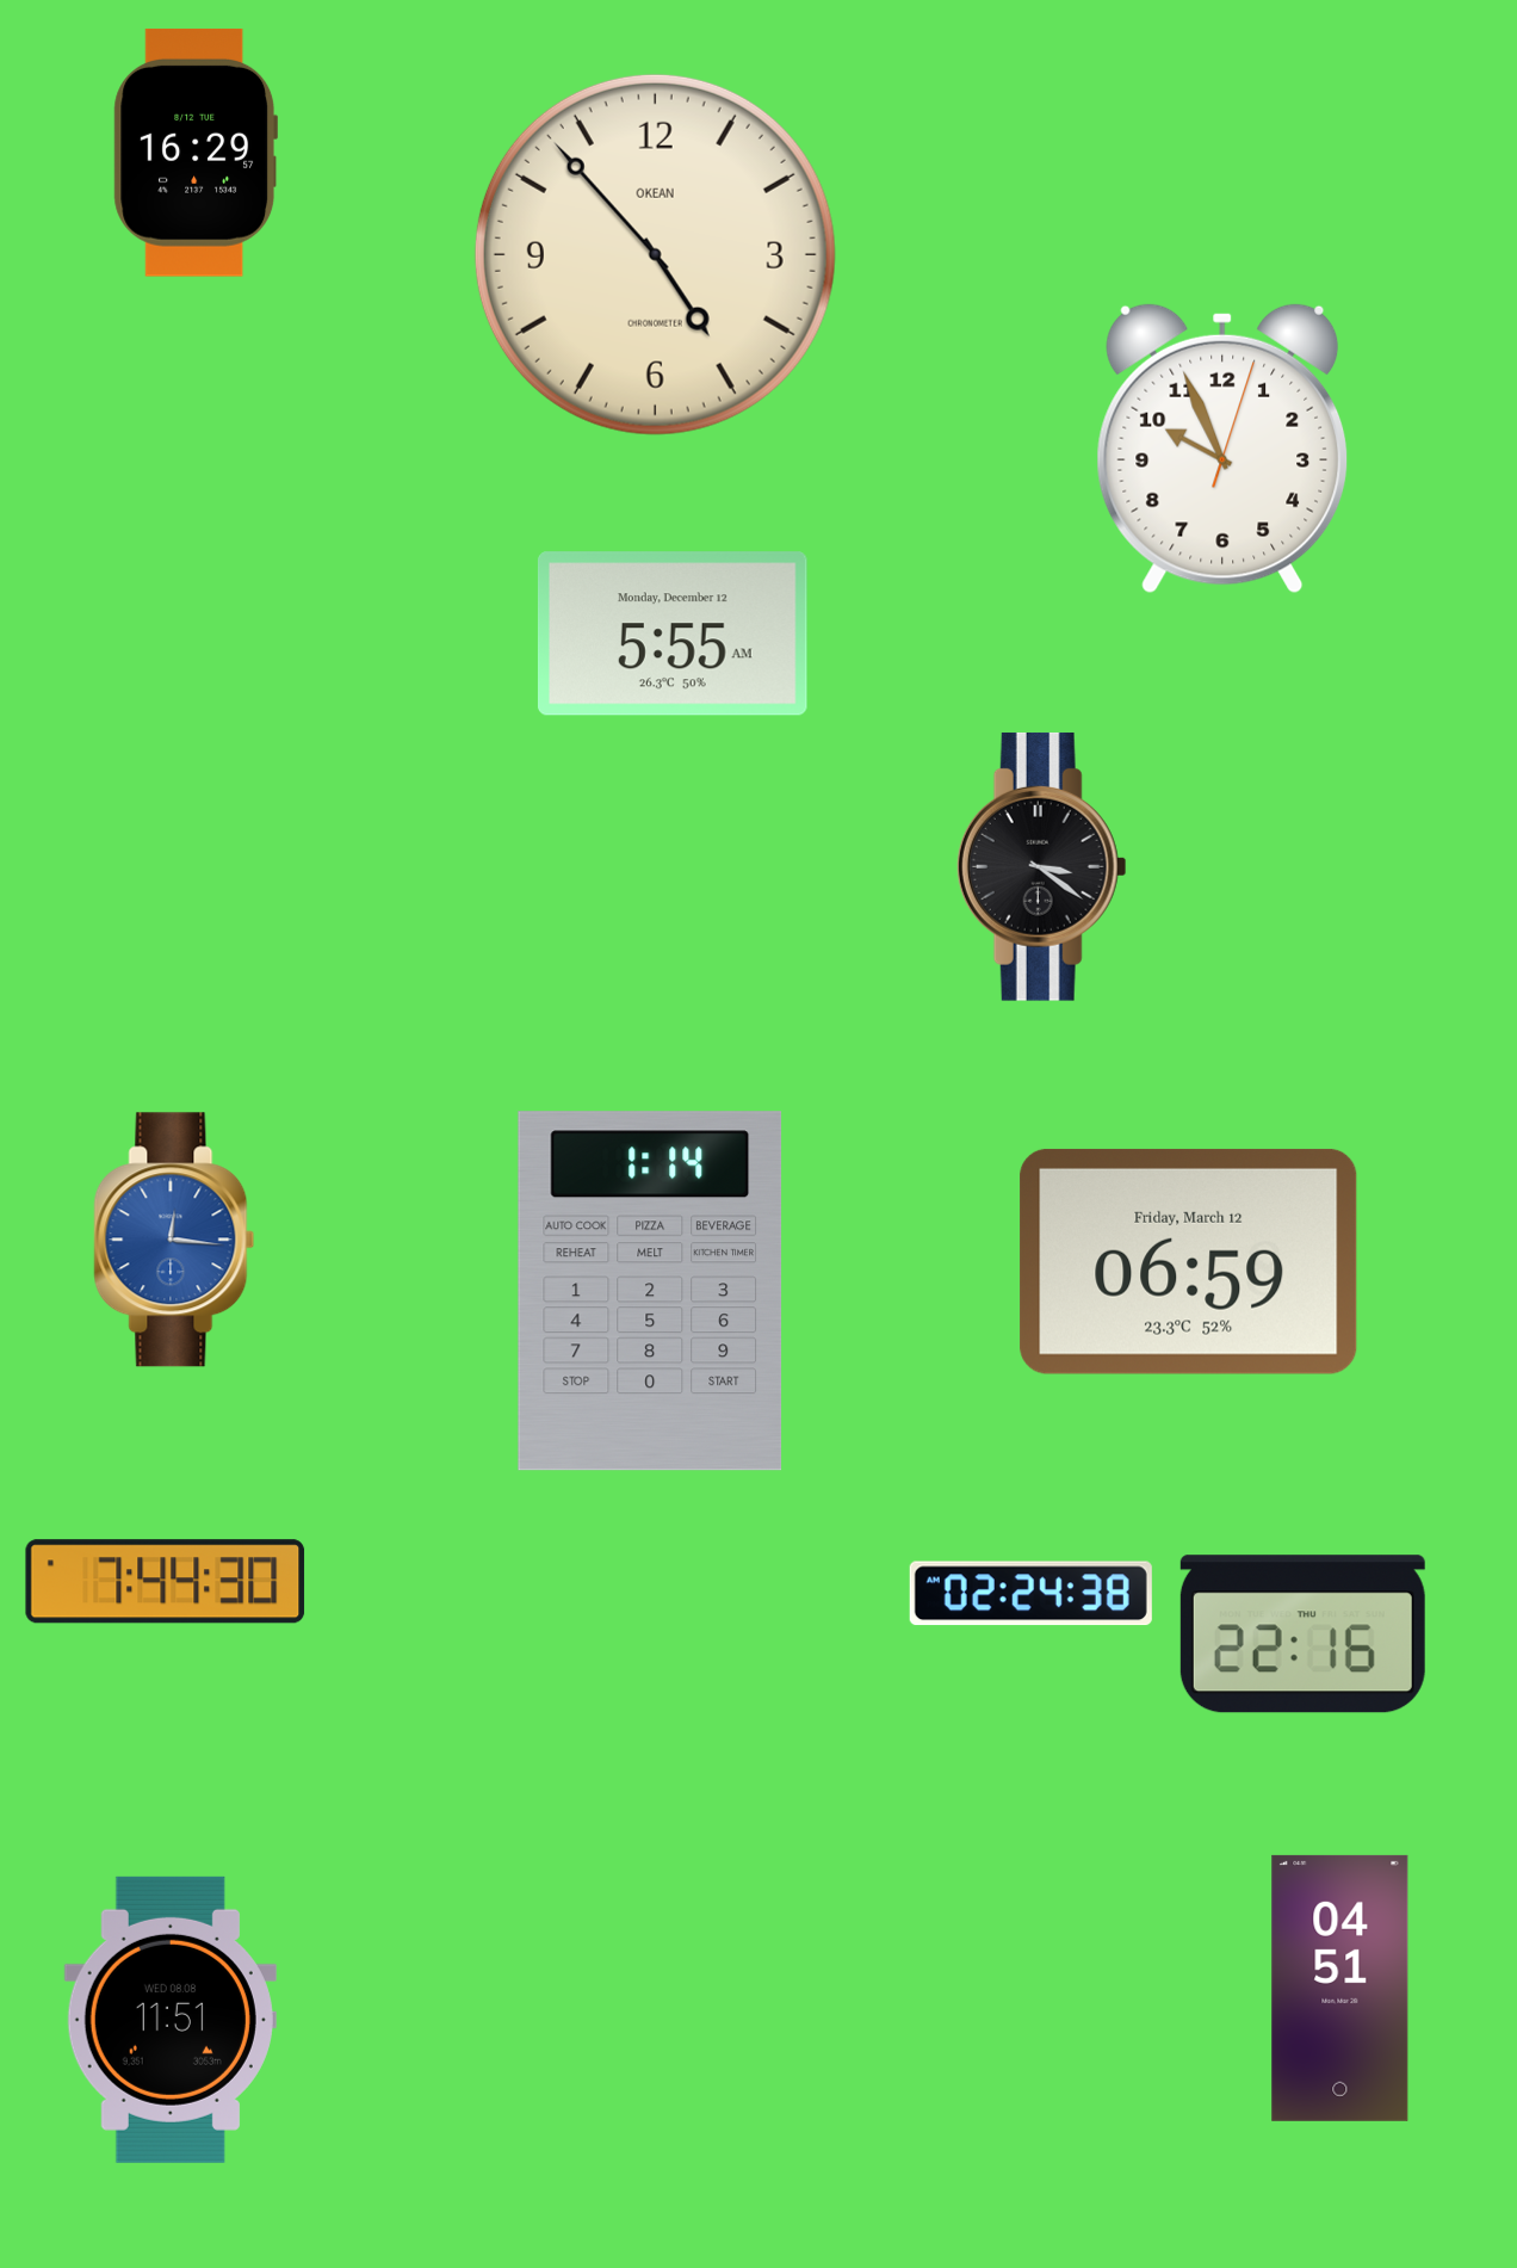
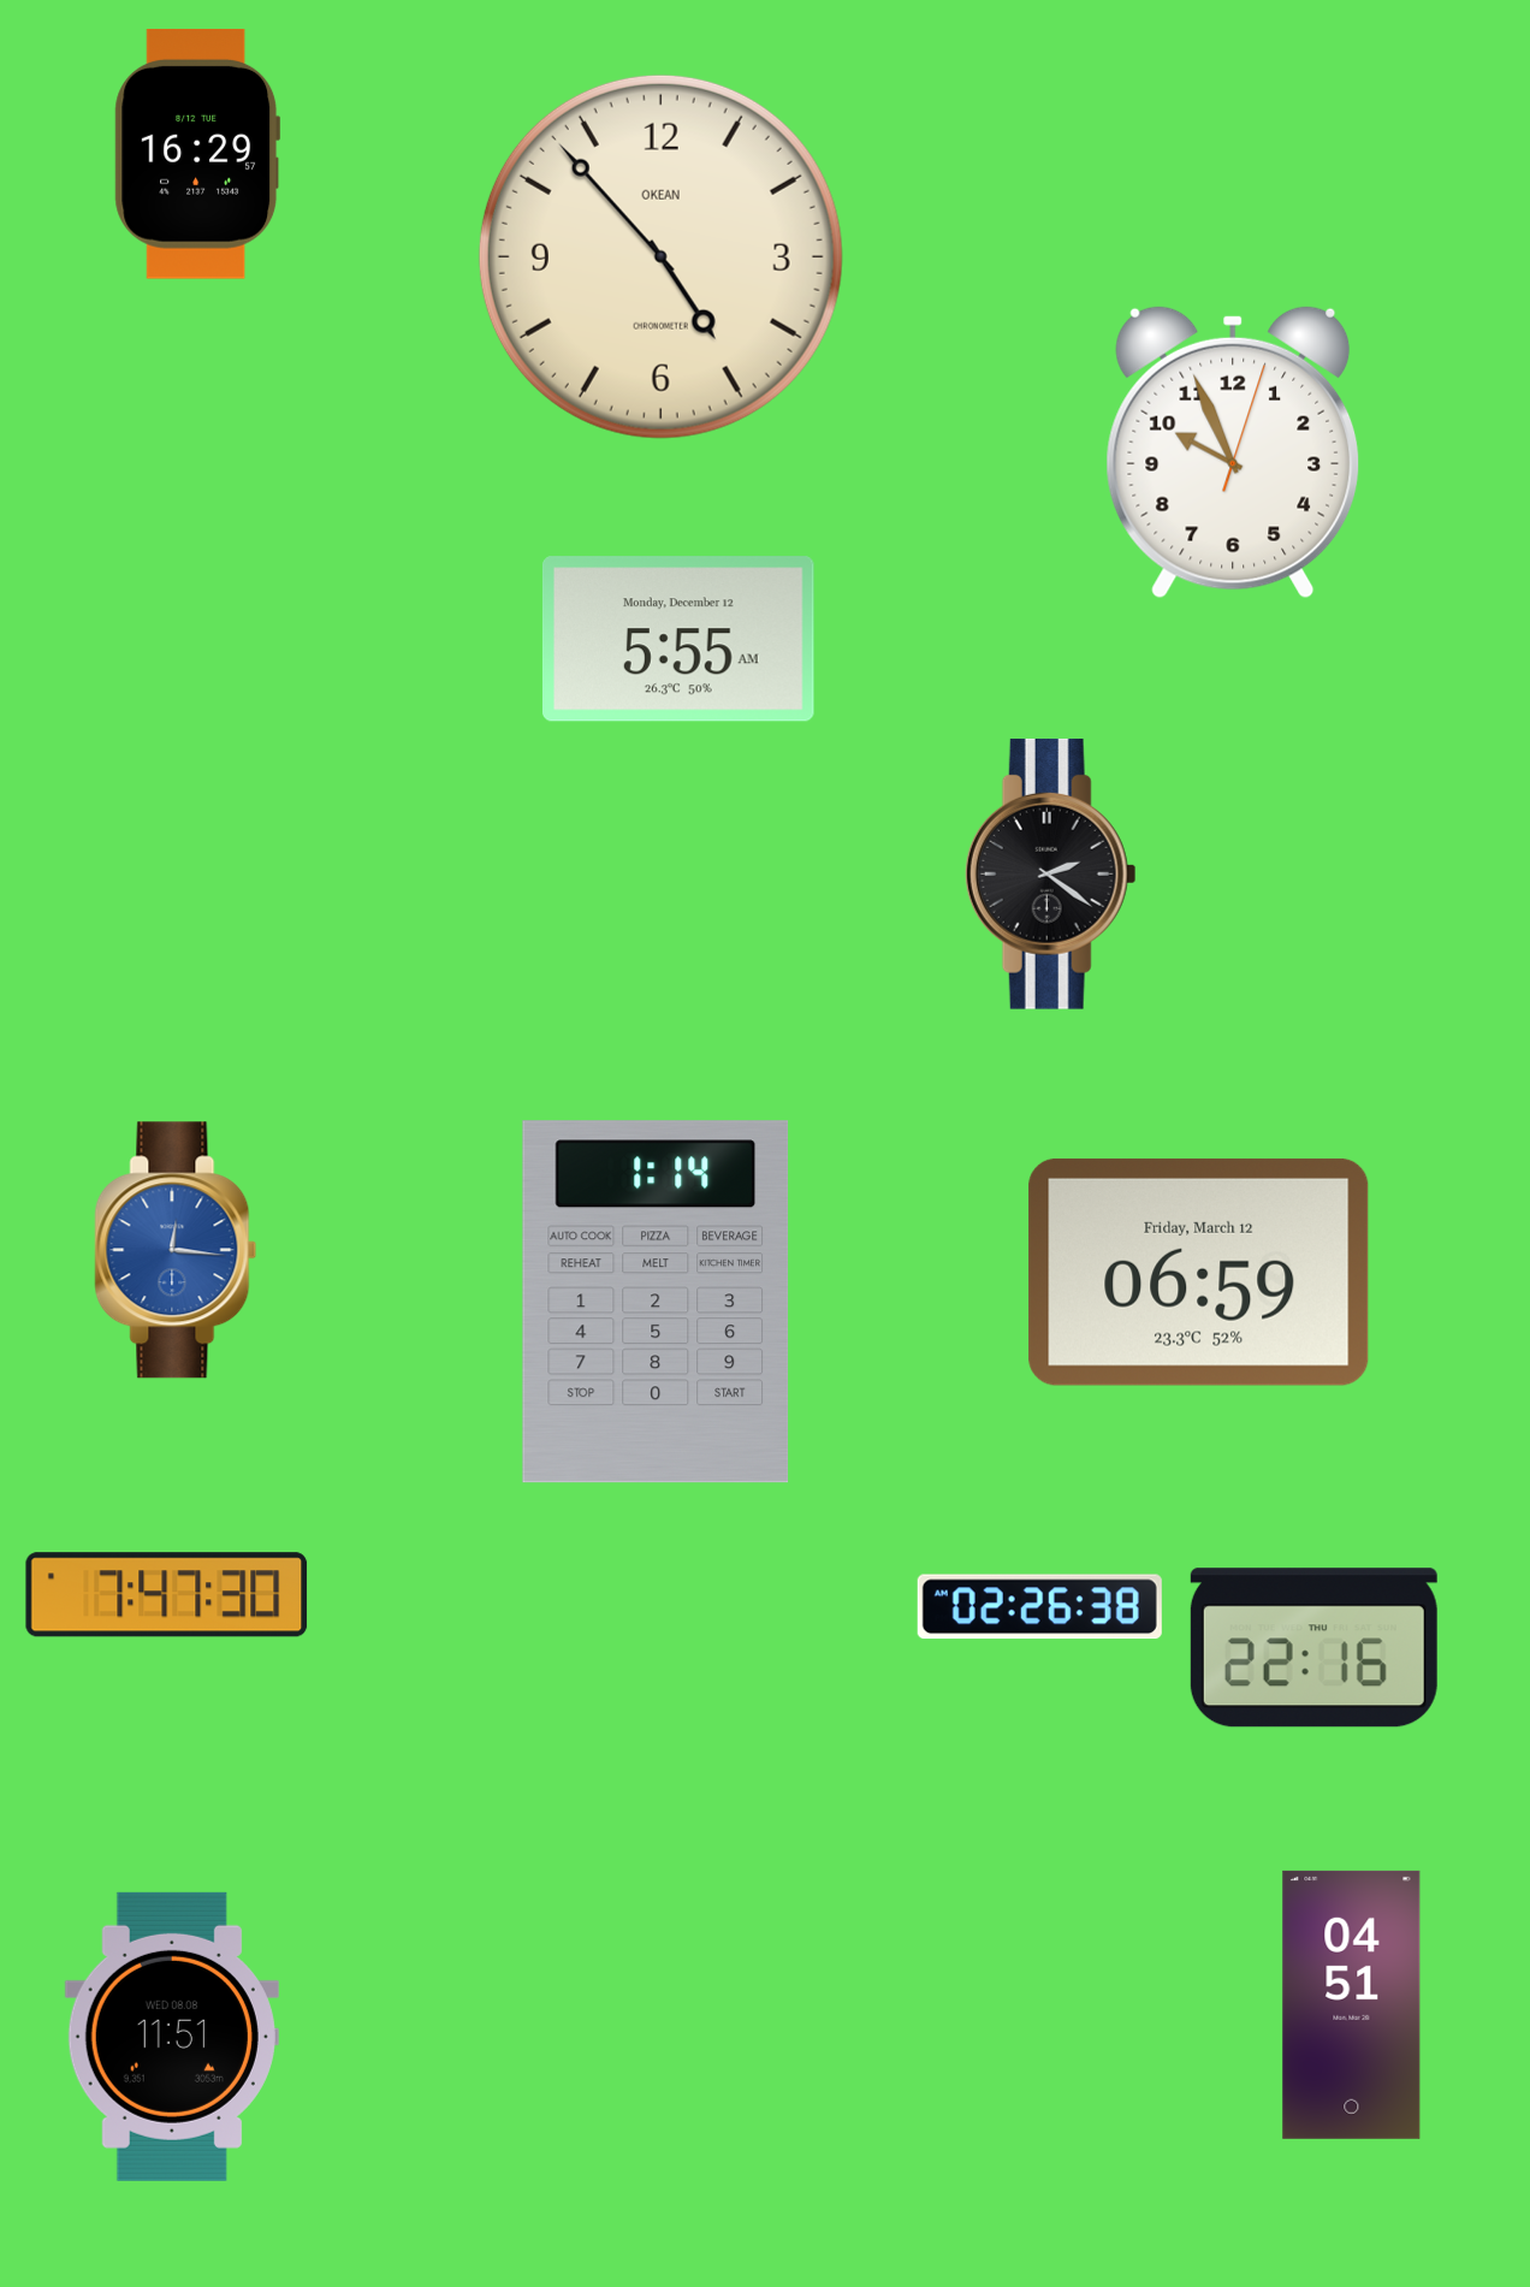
clock at (1041, 866): 3:21 -> 2:21
clock at (166, 1582): 7:44 -> 7:47
clock at (1030, 1594): 02:24 -> 02:26
